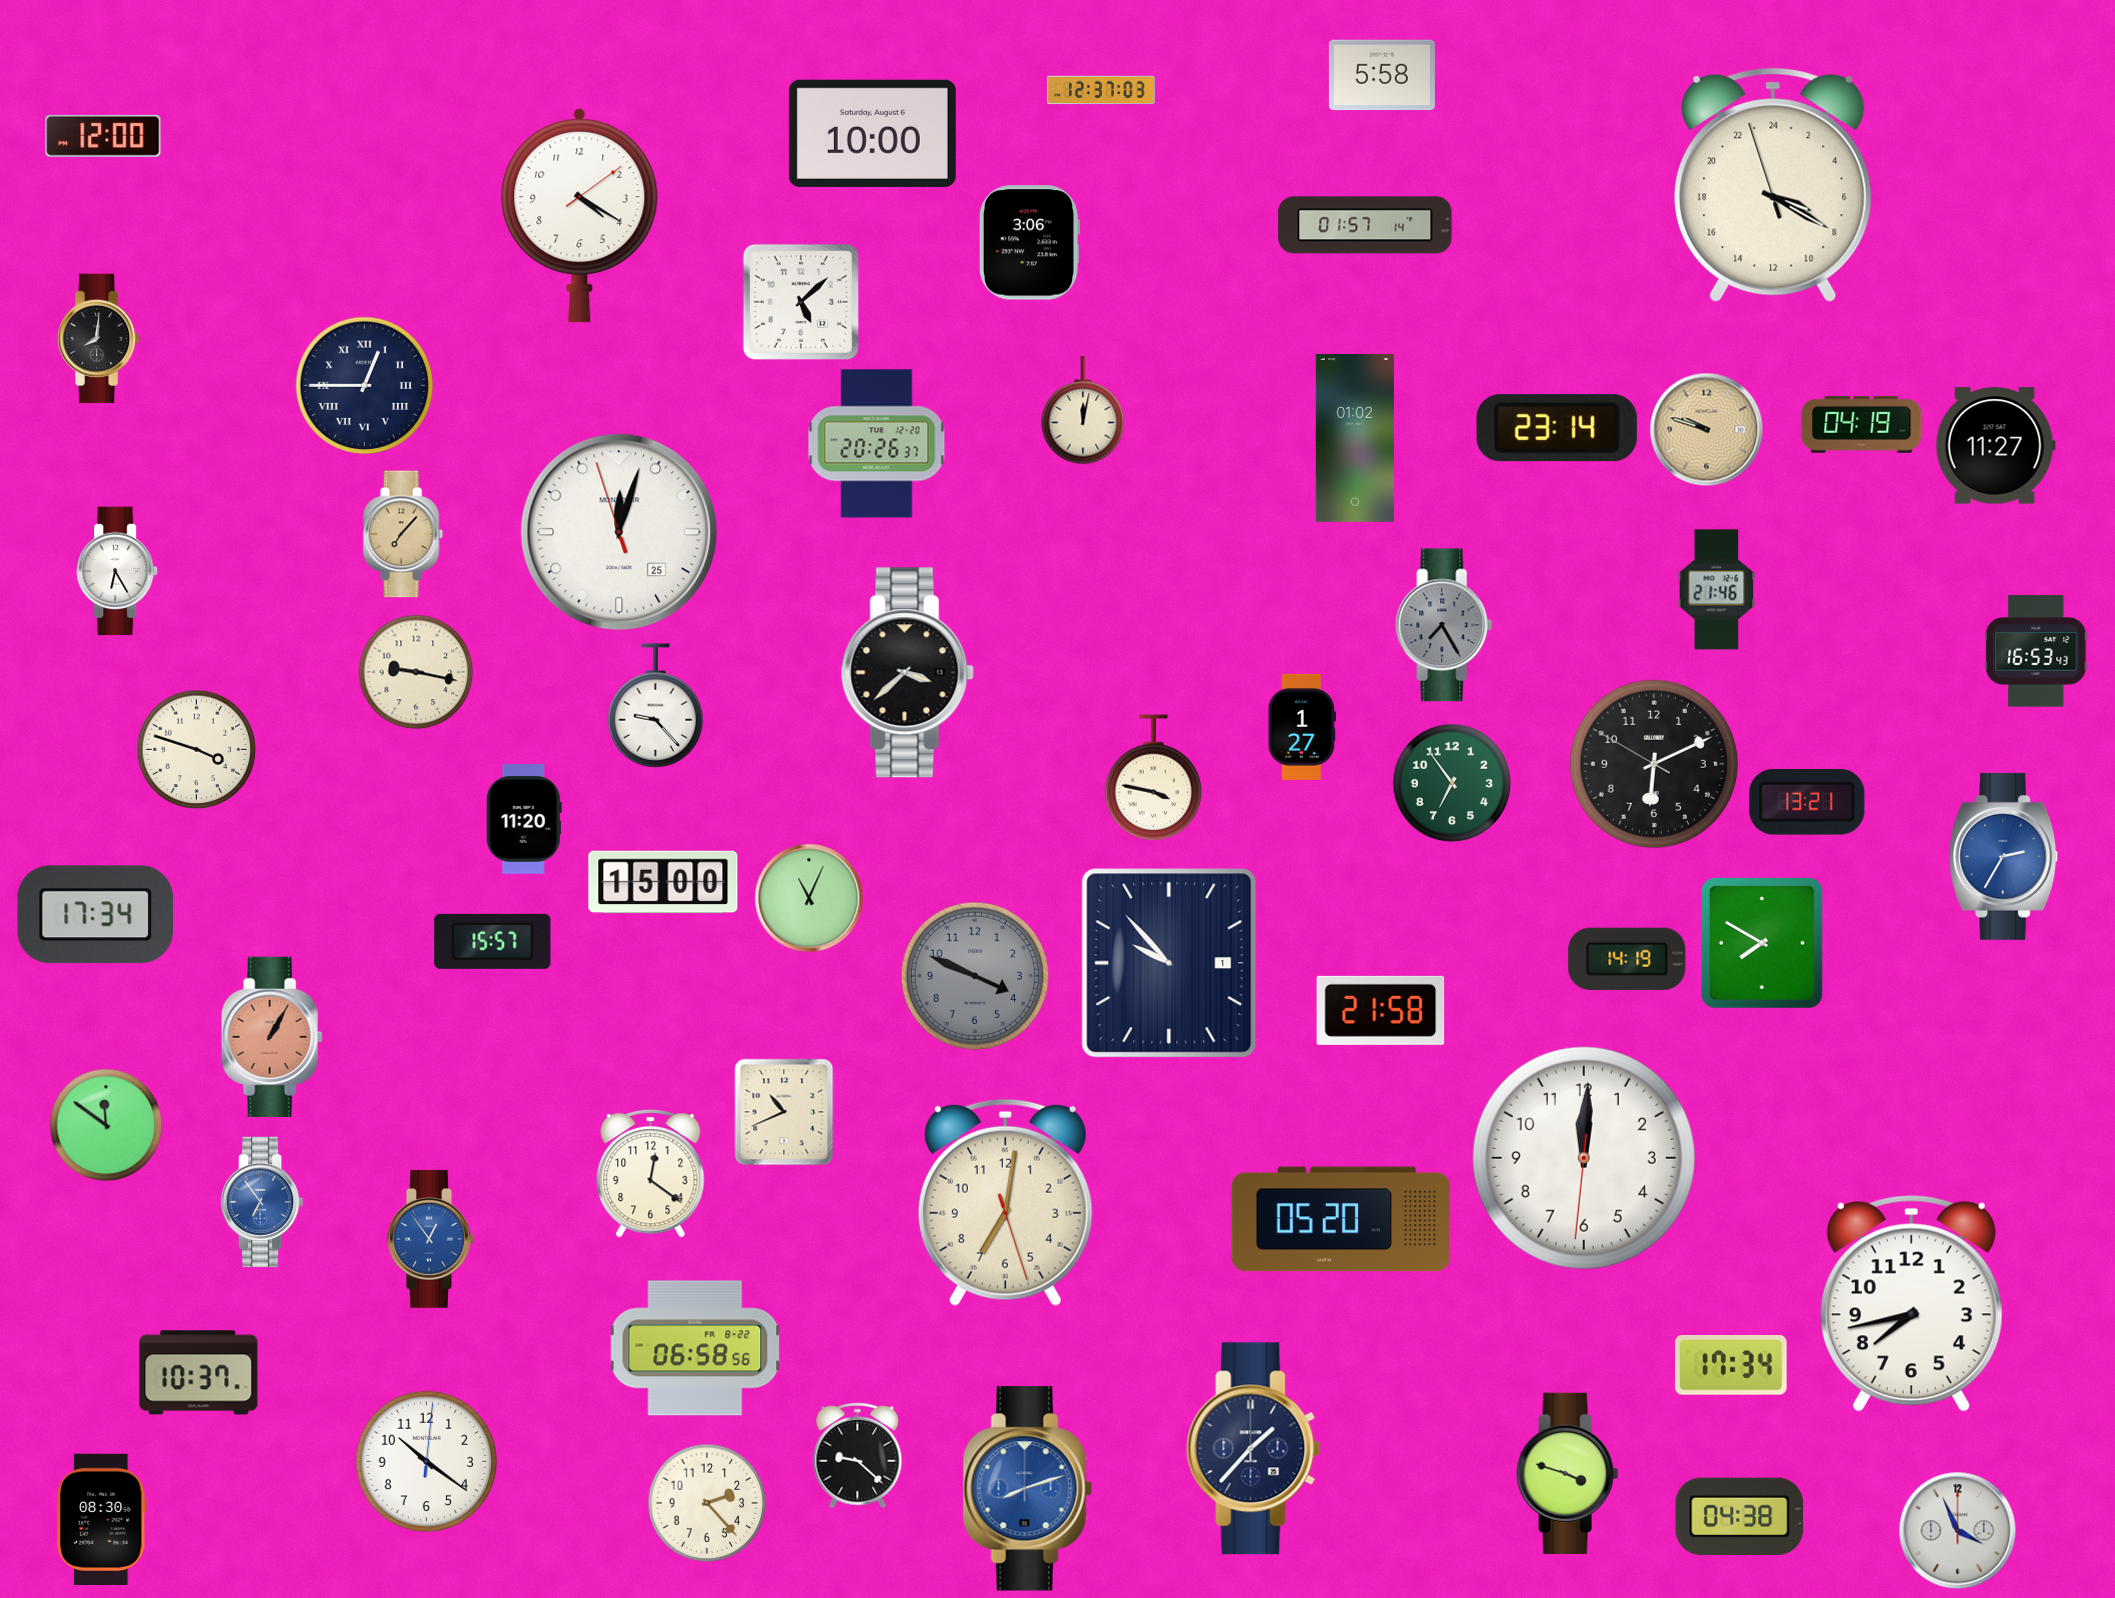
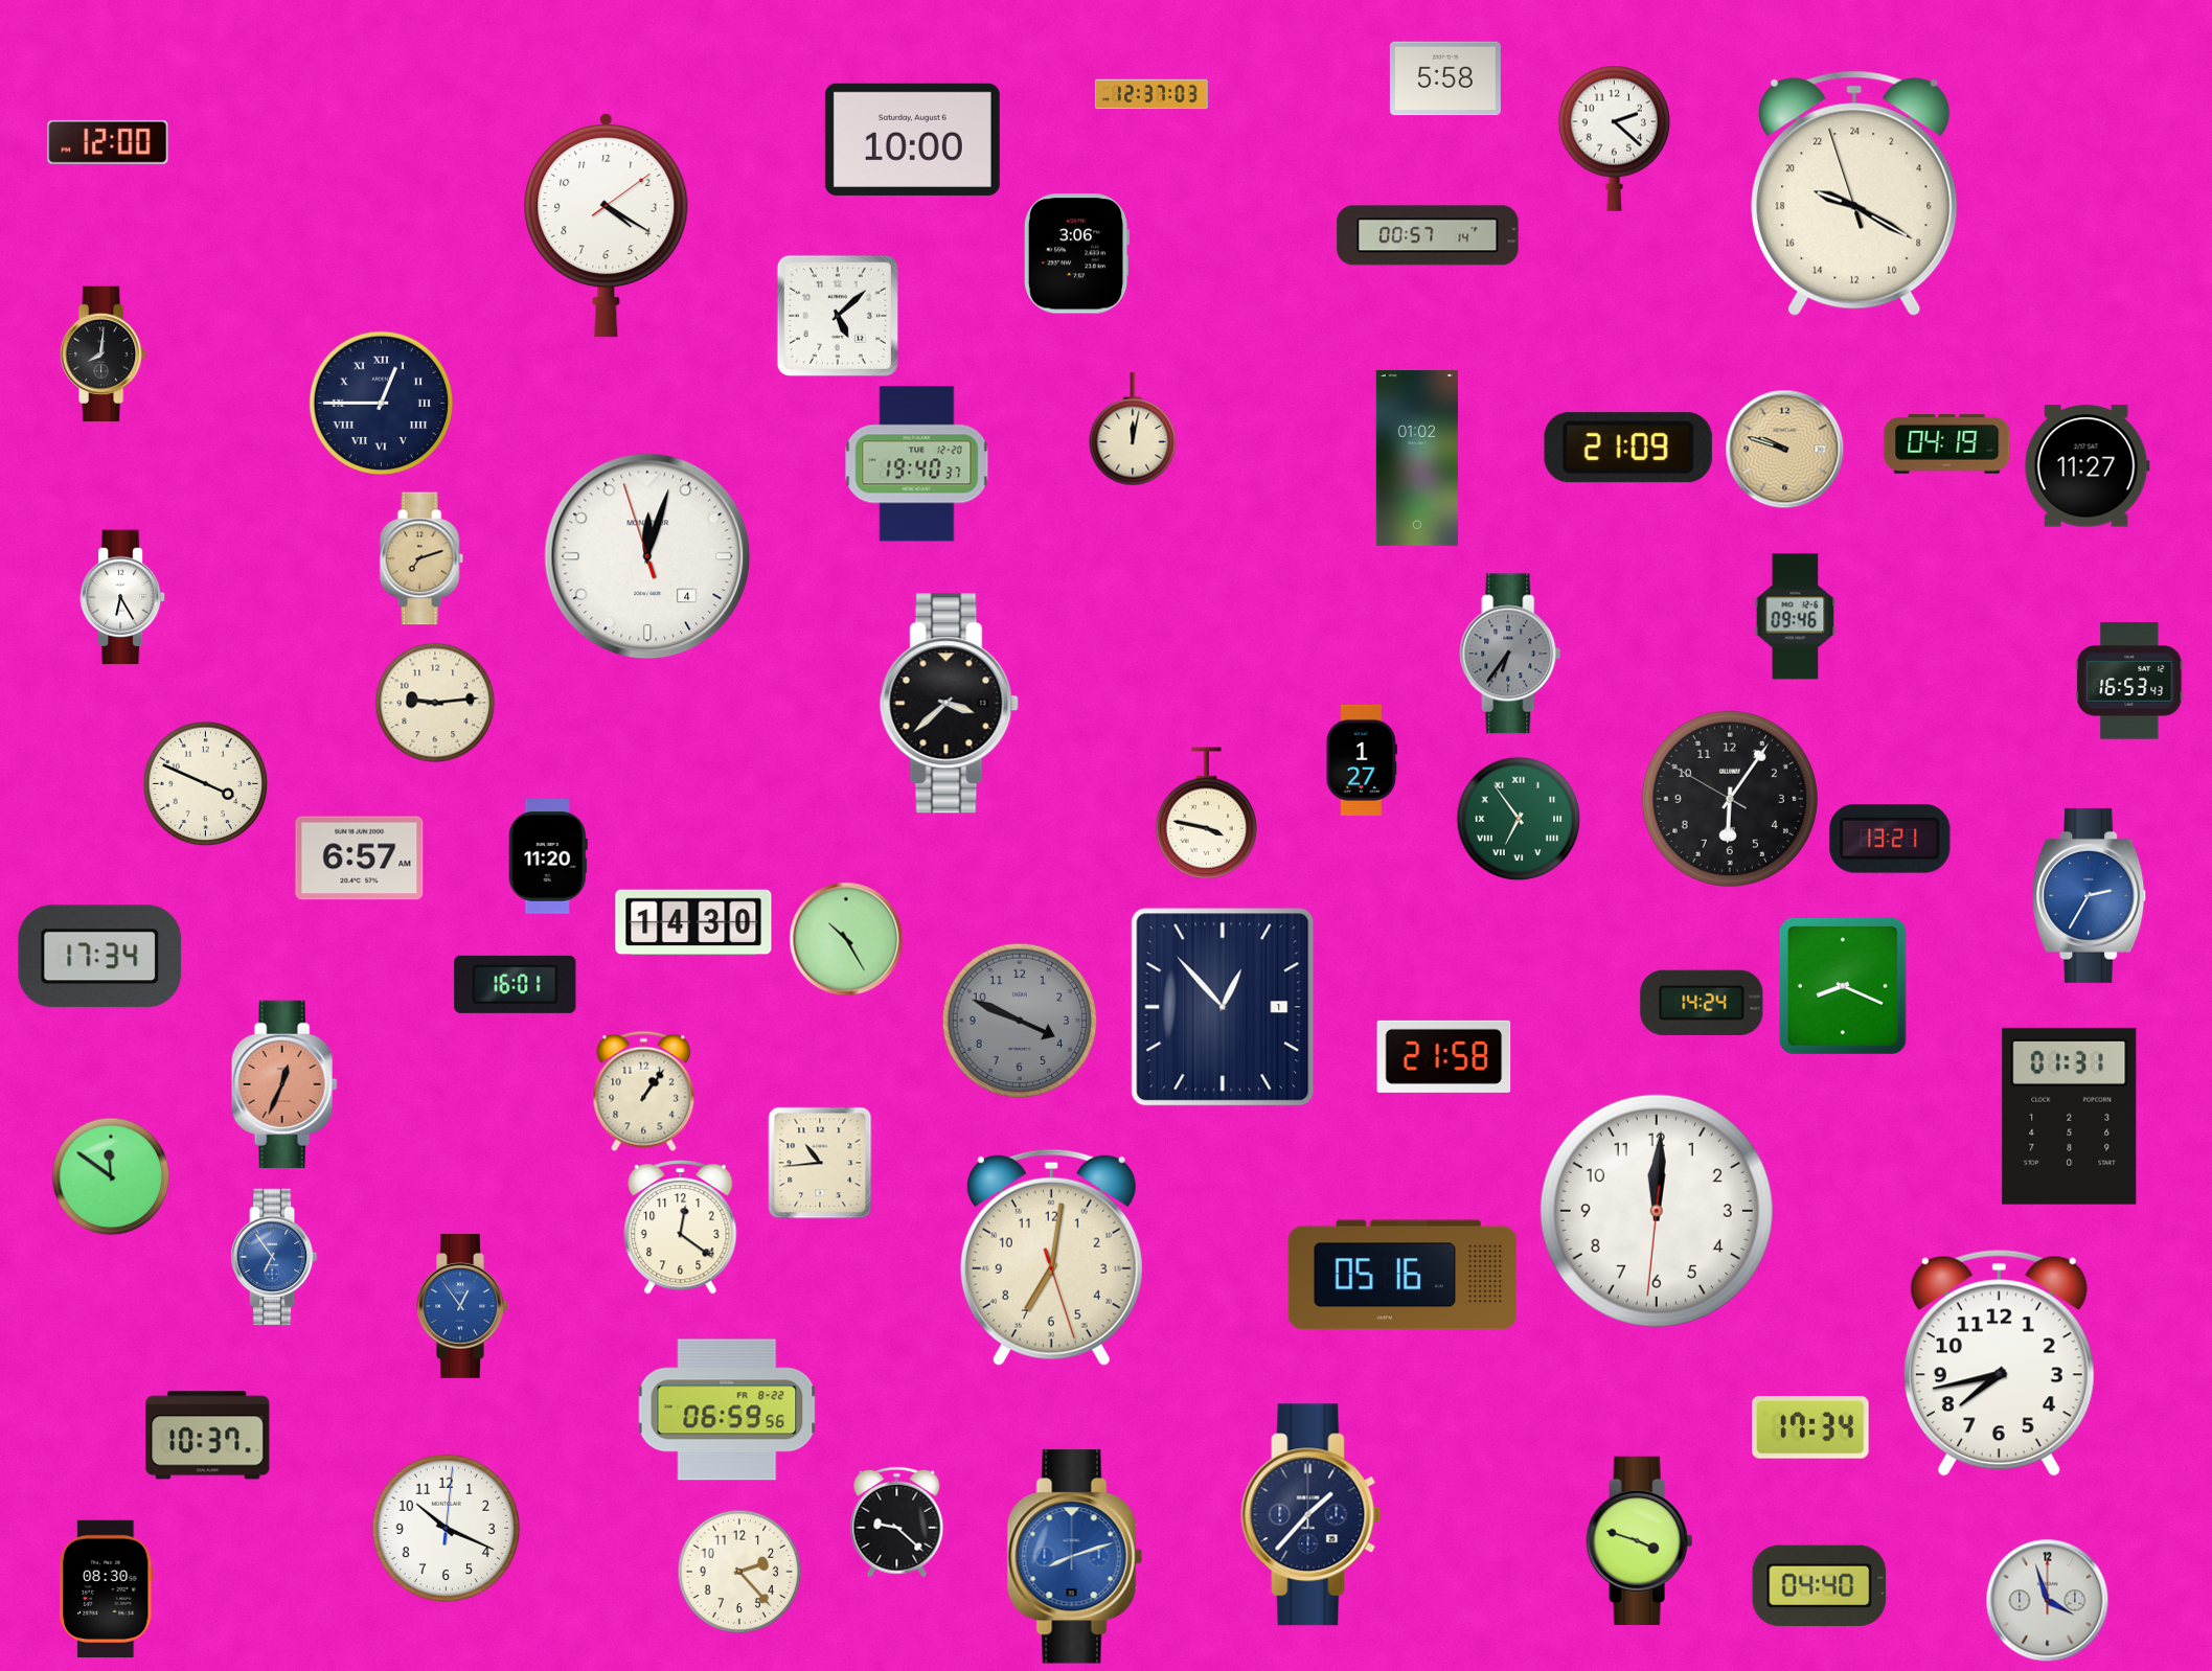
clock at (1614, 138): none -> 2:22
clock at (1773, 185): 7:19 -> 19:19
clock at (1365, 225): 01:57 -> 00:57
clock at (1557, 428): 23:14 -> 21:09
clock at (877, 444): 20:26 -> 19:40
clock at (619, 532) date: 25 -> 4
clock at (403, 534): 7:07 -> 7:12
clock at (1717, 590): 21:46 -> 09:46
clock at (1444, 625): 7:25 -> 6:36
clock at (416, 672): 9:17 -> 9:14
clock at (656, 706): 9:23 -> none
clock at (197, 750): 3:48 -> 3:49
clock at (1654, 764): 6:10 -> 6:05
clock at (1452, 783) numerals: Arabic -> Roman
clock at (360, 859): none -> 6:57
clock at (2004, 856) position: (2004, 856) -> (2090, 895)
clock at (663, 882): 15:00 -> 14:30
clock at (809, 898): 11:04 -> 10:25
clock at (493, 941): 15:57 -> 16:01
clock at (1763, 944): 7:50 -> 8:19
clock at (1627, 959): 14:19 -> 14:24
clock at (1169, 963): 9:53 -> 12:53
clock at (272, 1036): 1:05 -> 12:34
clock at (644, 1092): none -> 1:06
clock at (2070, 1116): none -> 01:31
clock at (784, 1112): 10:41 -> 10:44
clock at (1341, 1219): 05:20 -> 05:16
clock at (431, 1239) position: (431, 1239) -> (462, 1306)
clock at (695, 1348): 06:58 -> 06:59
clock at (427, 1462): 10:21 -> 10:19
clock at (1740, 1517): 04:38 -> 04:40
clock at (1958, 1531): 3:56 -> 3:57
